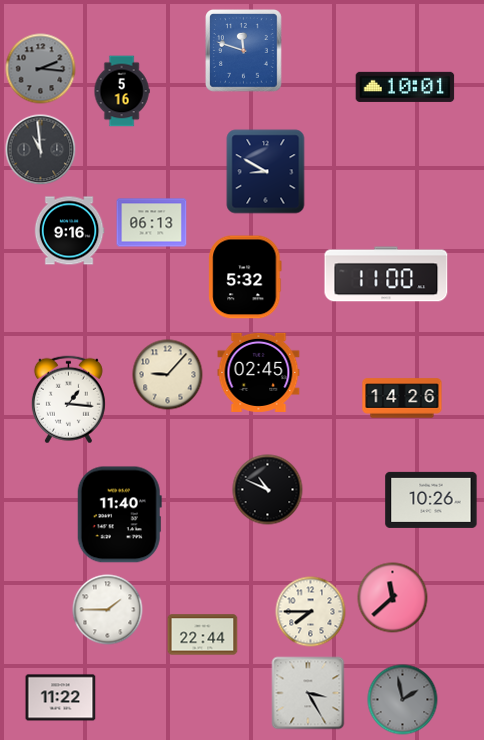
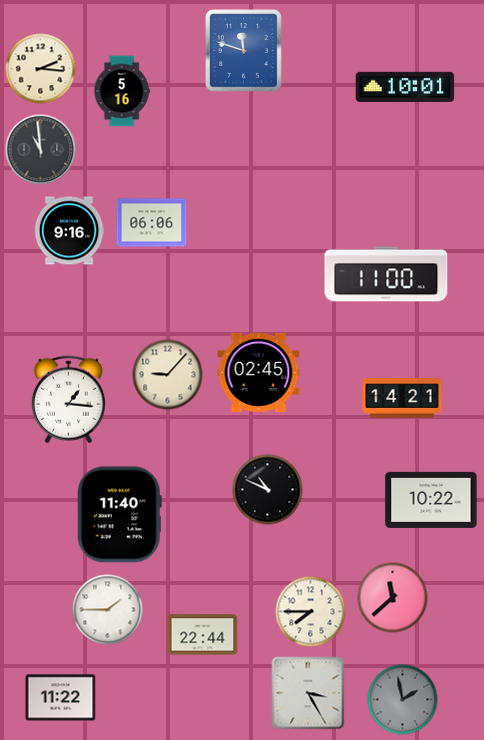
clock at (41, 69) dial: grey -> cream
clock at (266, 172): 8:50 -> none
clock at (152, 223): 06:13 -> 06:06
clock at (245, 277): 5:32 -> none
clock at (402, 398): 14:26 -> 14:21
clock at (431, 500): 10:26 -> 10:22
